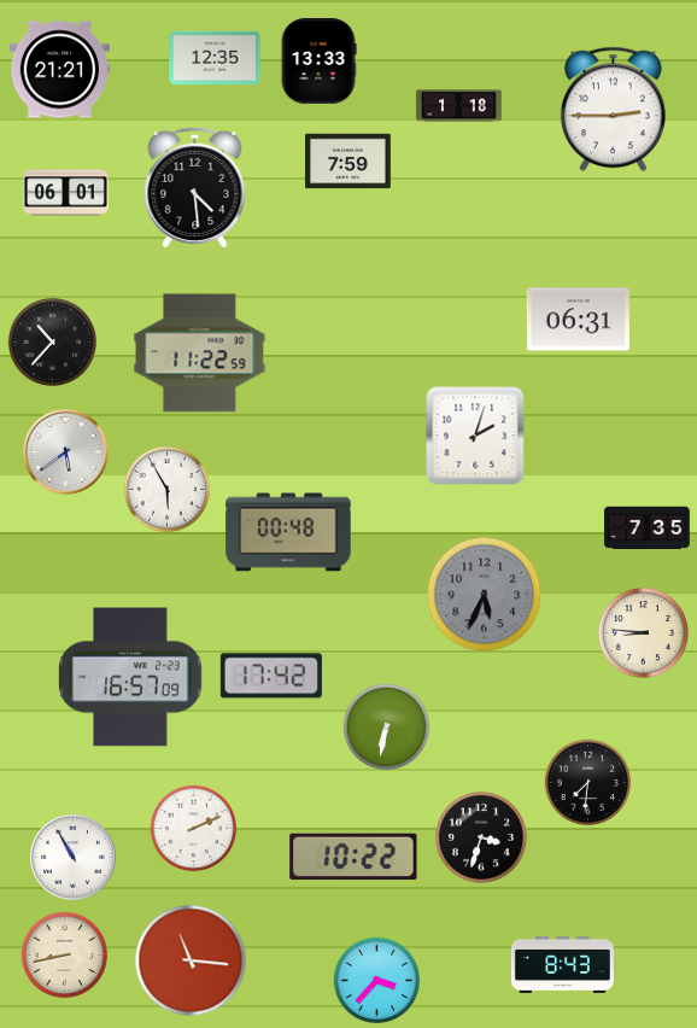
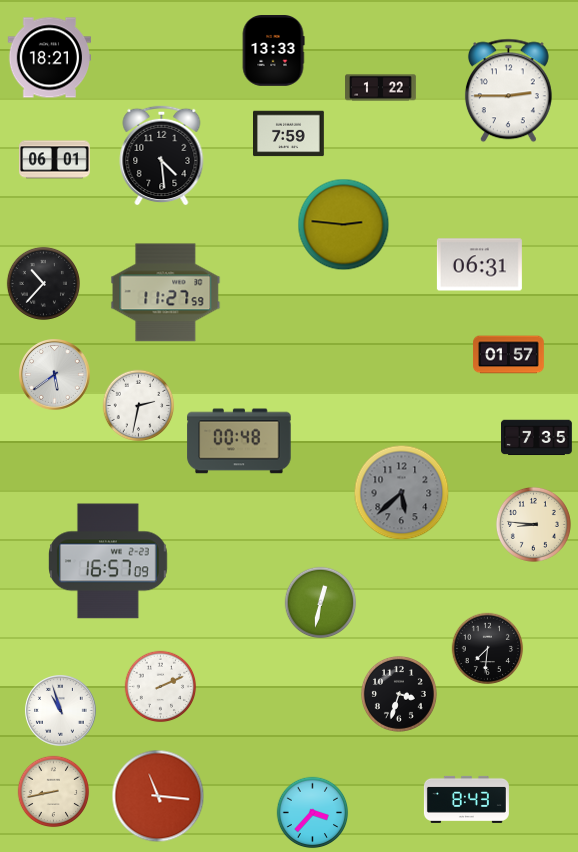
clock at (215, 58): 12:35 -> none
clock at (318, 62) position: (318, 62) -> (273, 51)
clock at (59, 70): 21:21 -> 18:21
clock at (459, 106): 1:18 -> 1:22
clock at (344, 225): none -> 2:46
clock at (200, 354): 11:22 -> 11:27
clock at (509, 355): none -> 01:57
clock at (475, 436): 2:03 -> none
clock at (168, 490): 5:55 -> 2:32
clock at (485, 595): 5:34 -> 5:38
clock at (271, 676): 17:42 -> none
clock at (387, 728): 6:32 -> 12:32
clock at (353, 857): 10:22 -> none
clock at (74, 858): 10:55 -> 10:57
